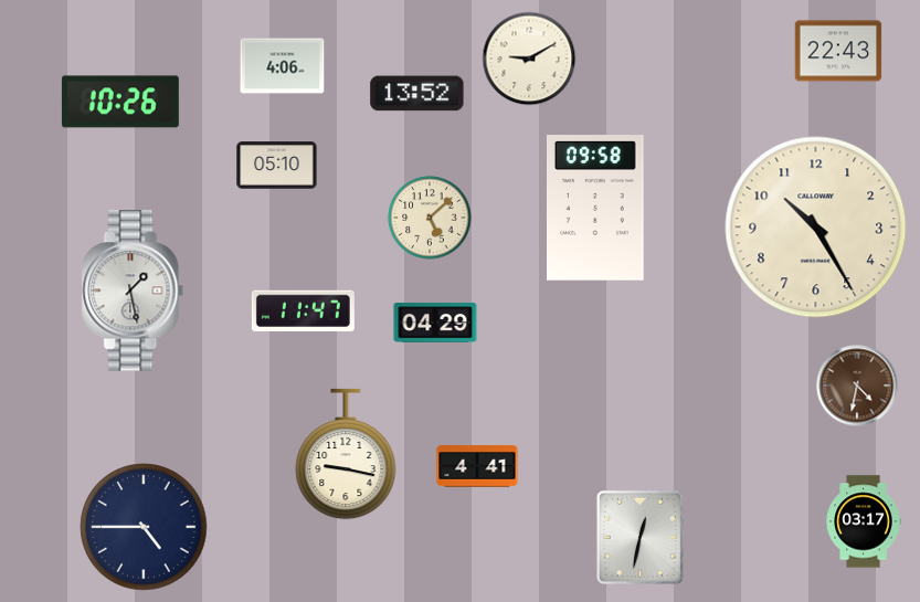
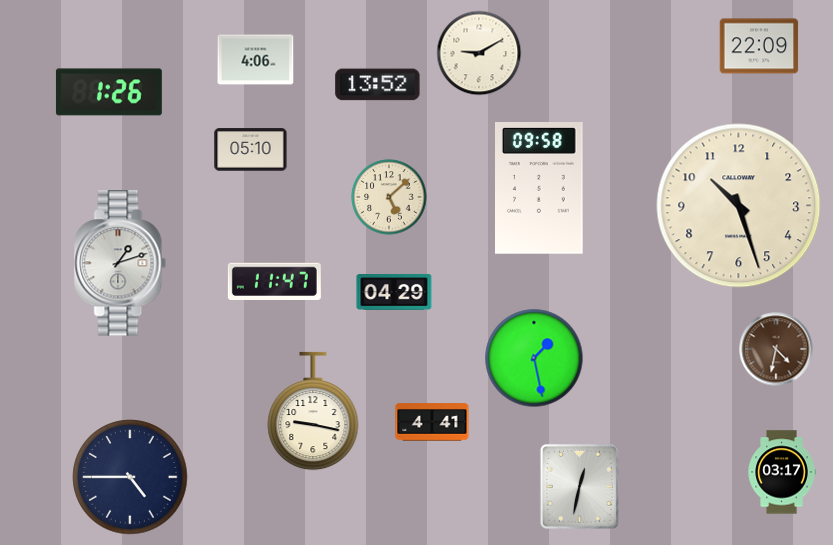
clock at (838, 51): 22:43 -> 22:09
clock at (120, 102): 10:26 -> 1:26
clock at (816, 228): 10:25 -> 10:27
clock at (133, 291): 1:28 -> 1:12
clock at (534, 358): none -> 1:28
